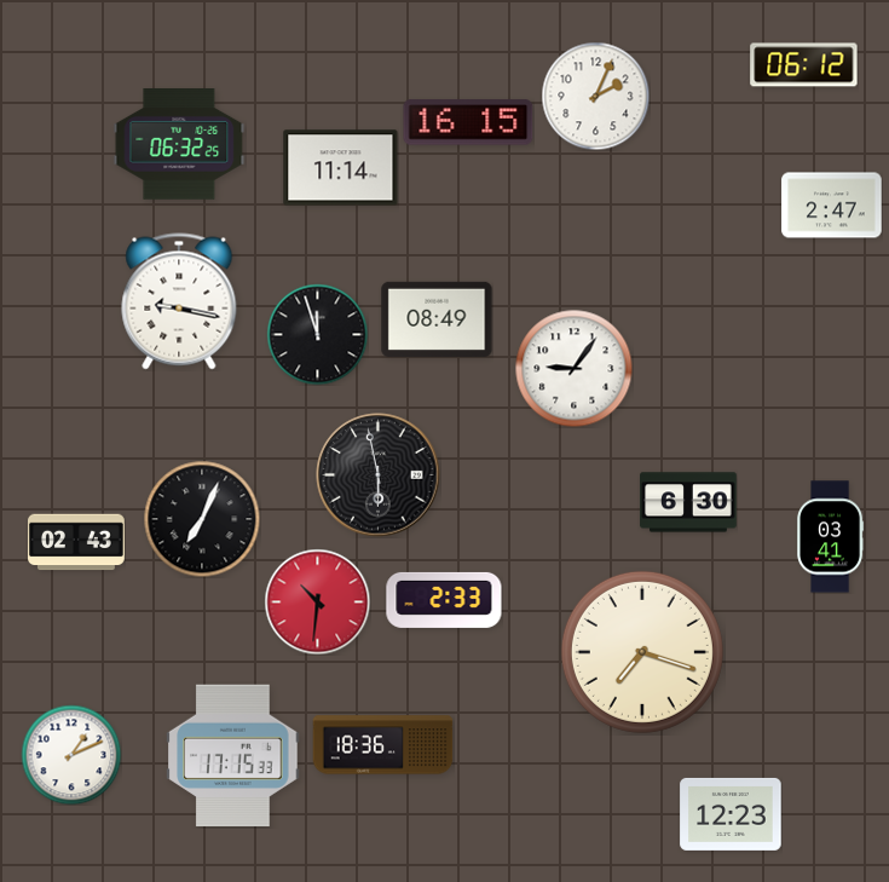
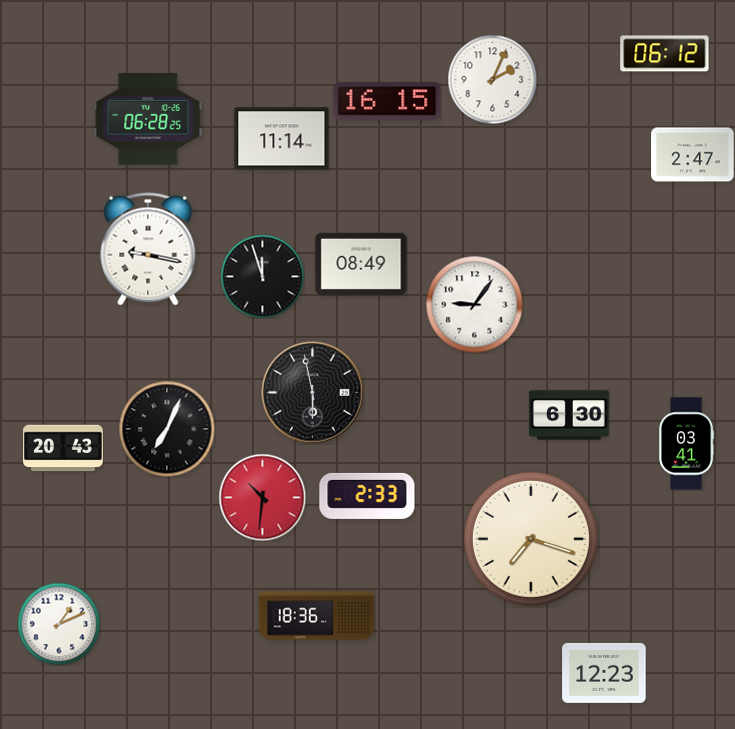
clock at (179, 145): 06:32 -> 06:28
clock at (832, 206) position: (832, 206) -> (693, 155)
clock at (77, 542): 02:43 -> 20:43
clock at (233, 756): 17:15 -> none
